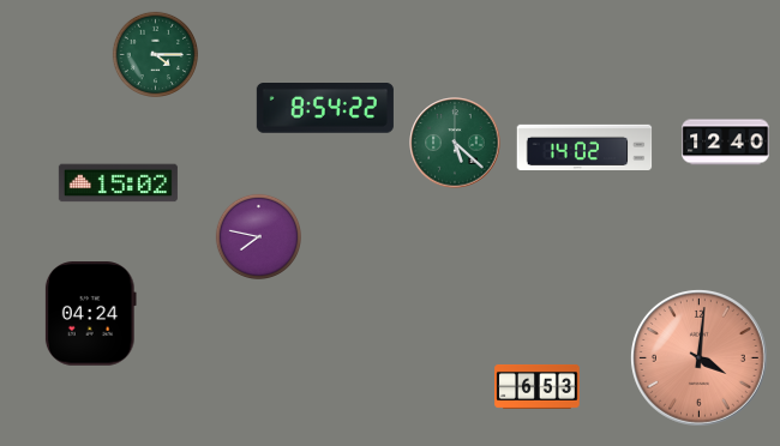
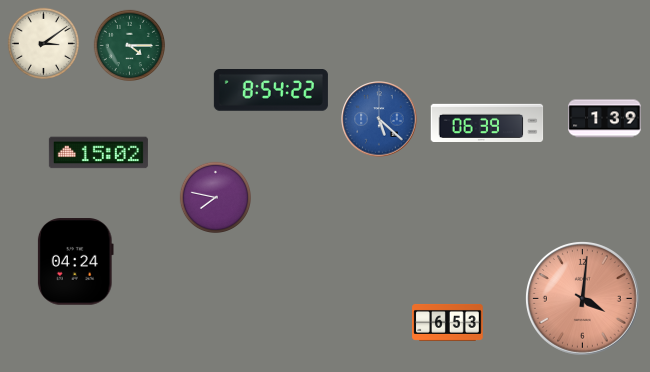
clock at (43, 43): none -> 3:09
clock at (455, 143) dial: green -> blue
clock at (726, 143): 12:40 -> 1:39
clock at (584, 146): 14:02 -> 06:39
